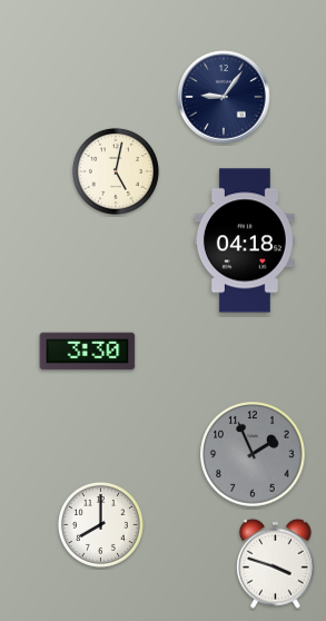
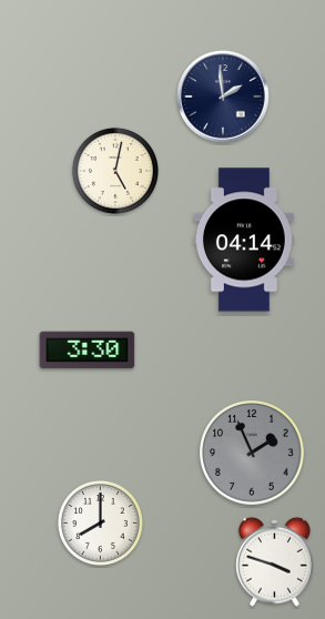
clock at (224, 97): 9:06 -> 1:59
clock at (245, 240): 04:18 -> 04:14
